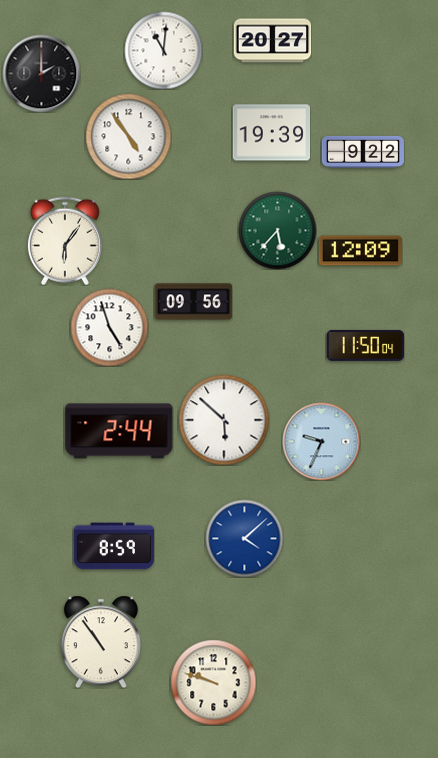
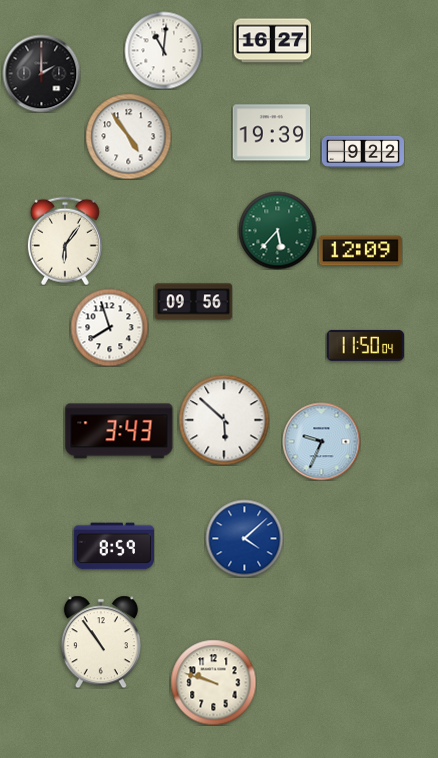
clock at (272, 41): 20:27 -> 16:27
clock at (109, 327): 4:57 -> 7:57
clock at (119, 431): 2:44 -> 3:43
